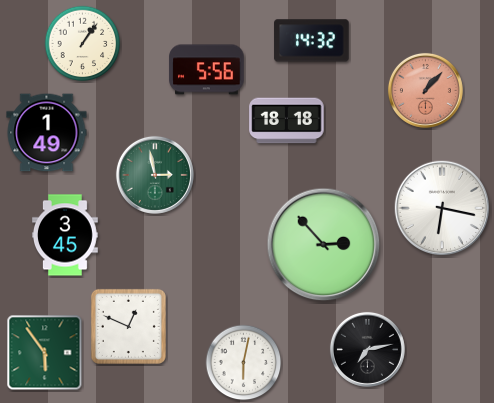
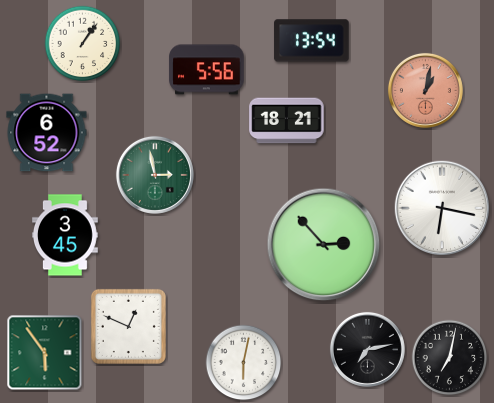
clock at (312, 41): 14:32 -> 13:54
clock at (425, 90): 1:07 -> 1:02
clock at (287, 121): 18:18 -> 18:21
clock at (47, 133): 1:49 -> 6:52
clock at (450, 358): none -> 7:02
